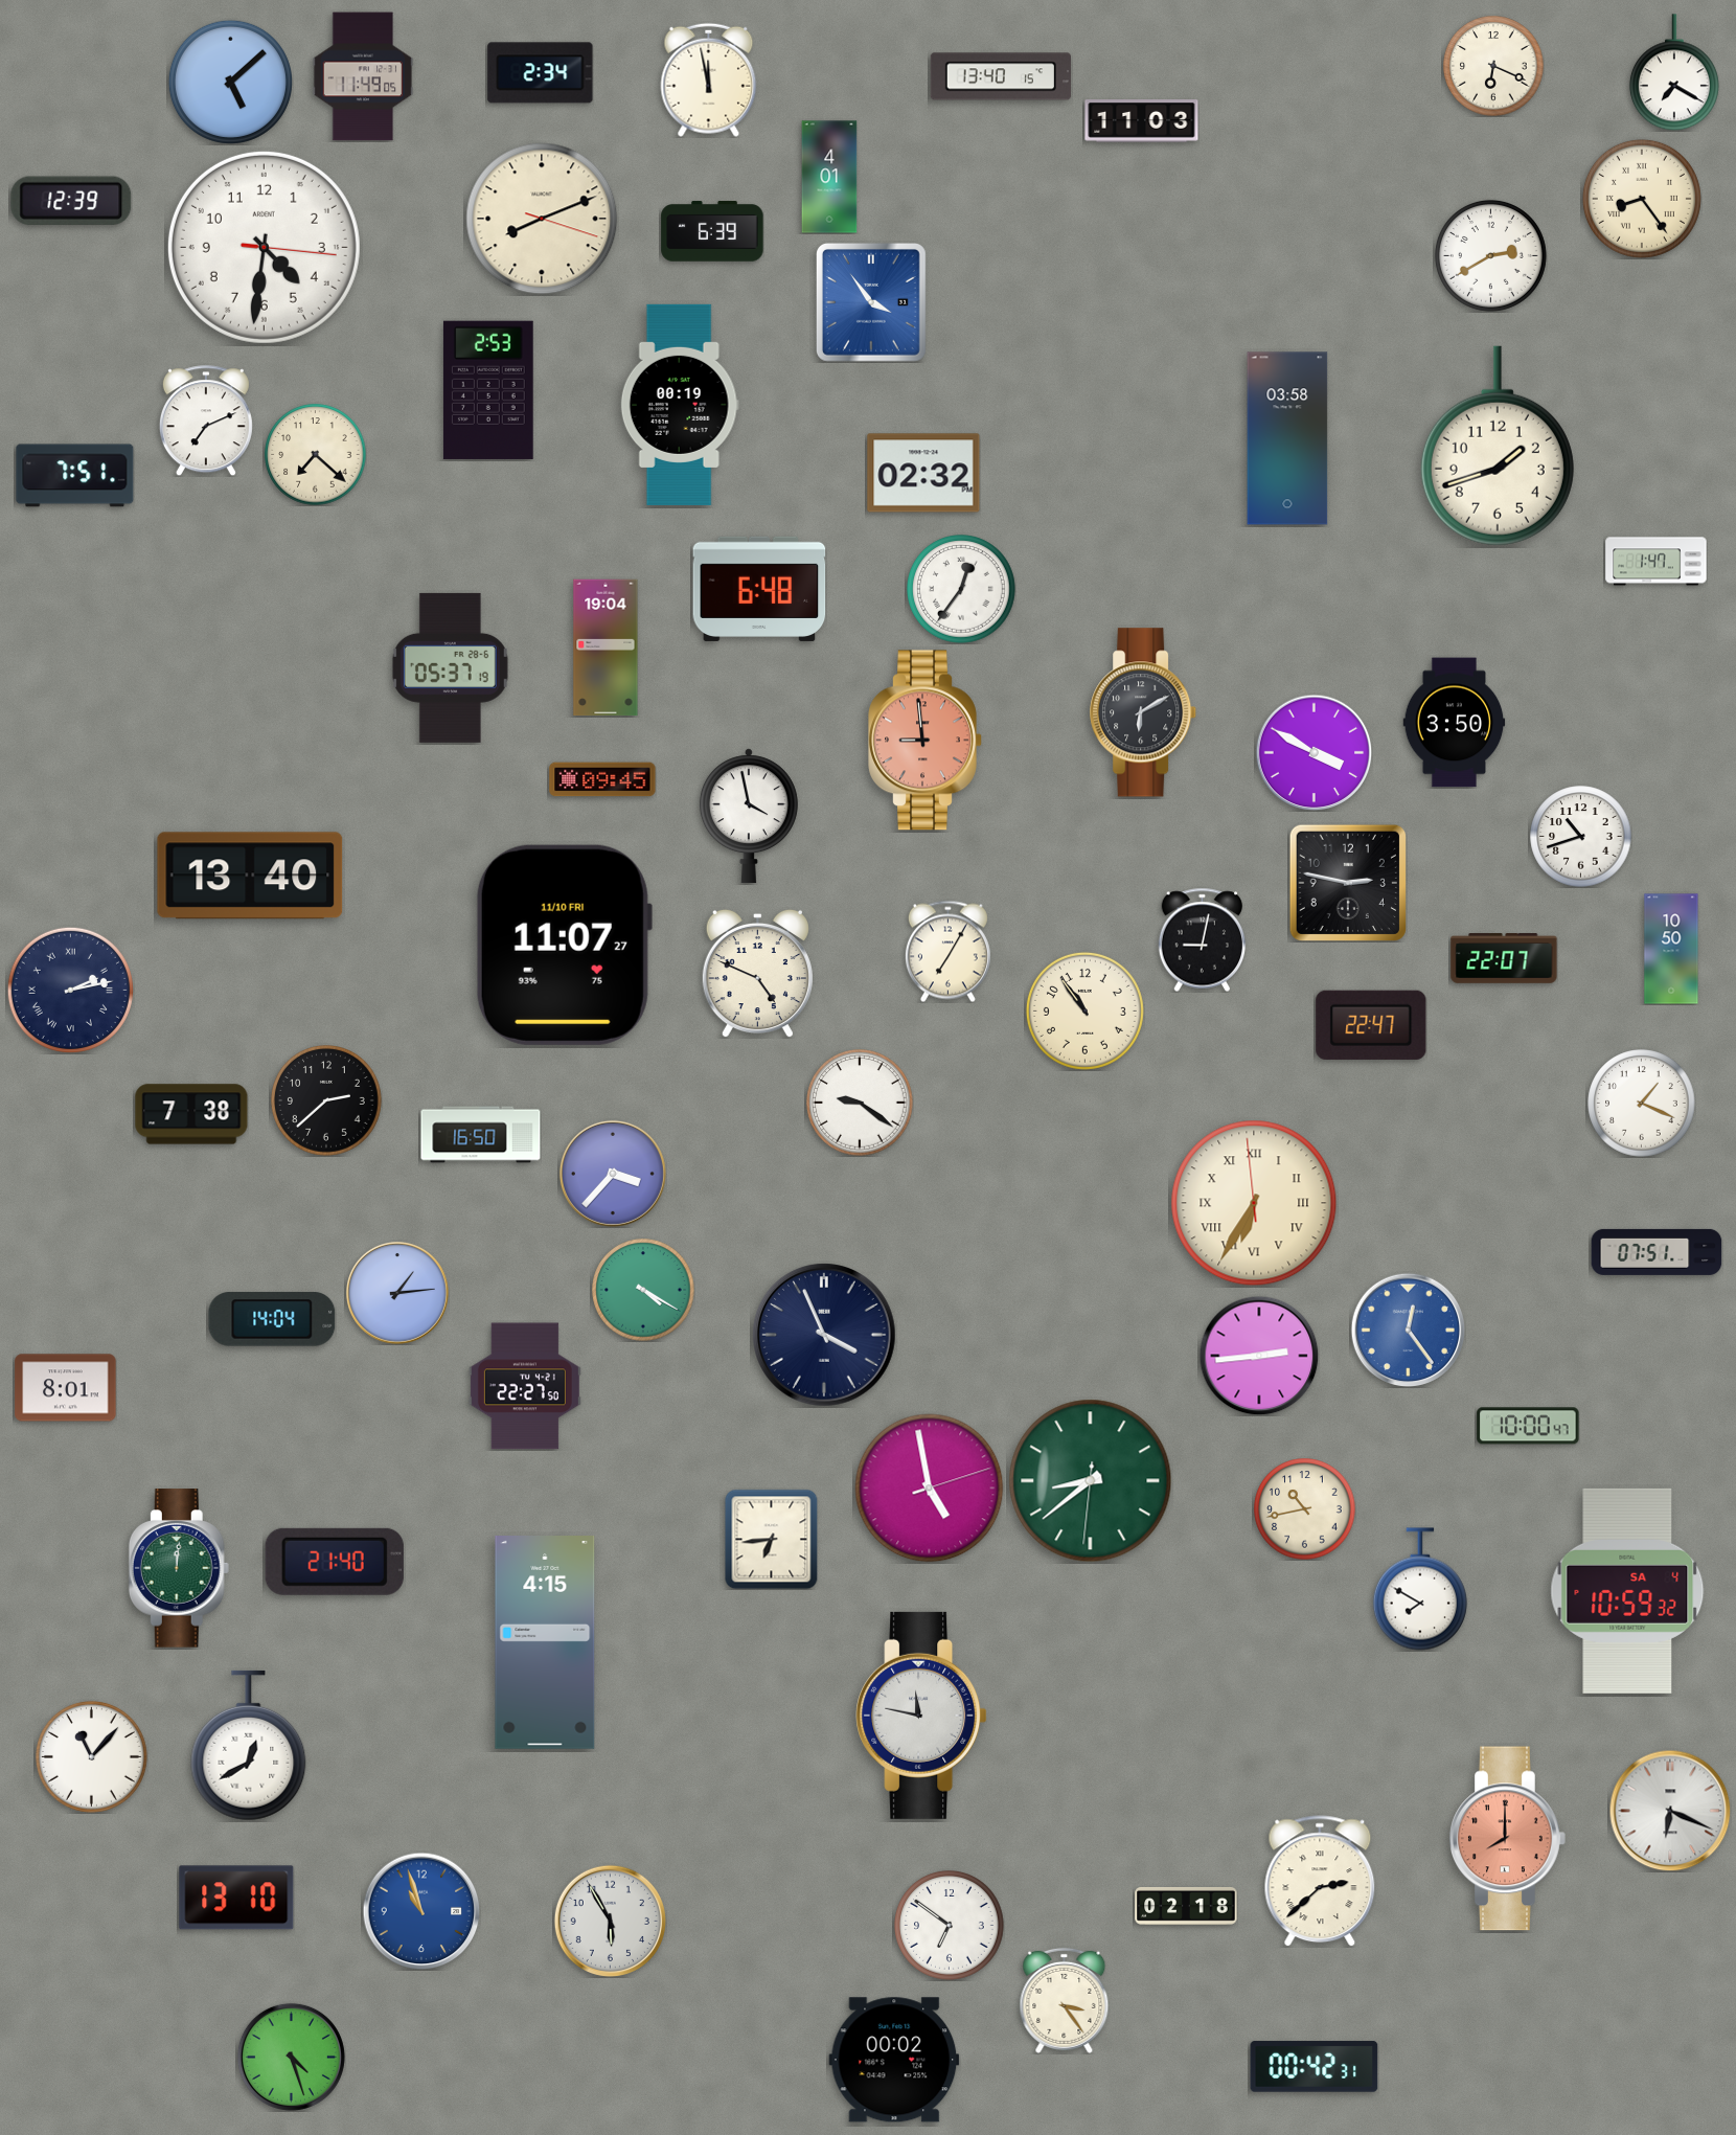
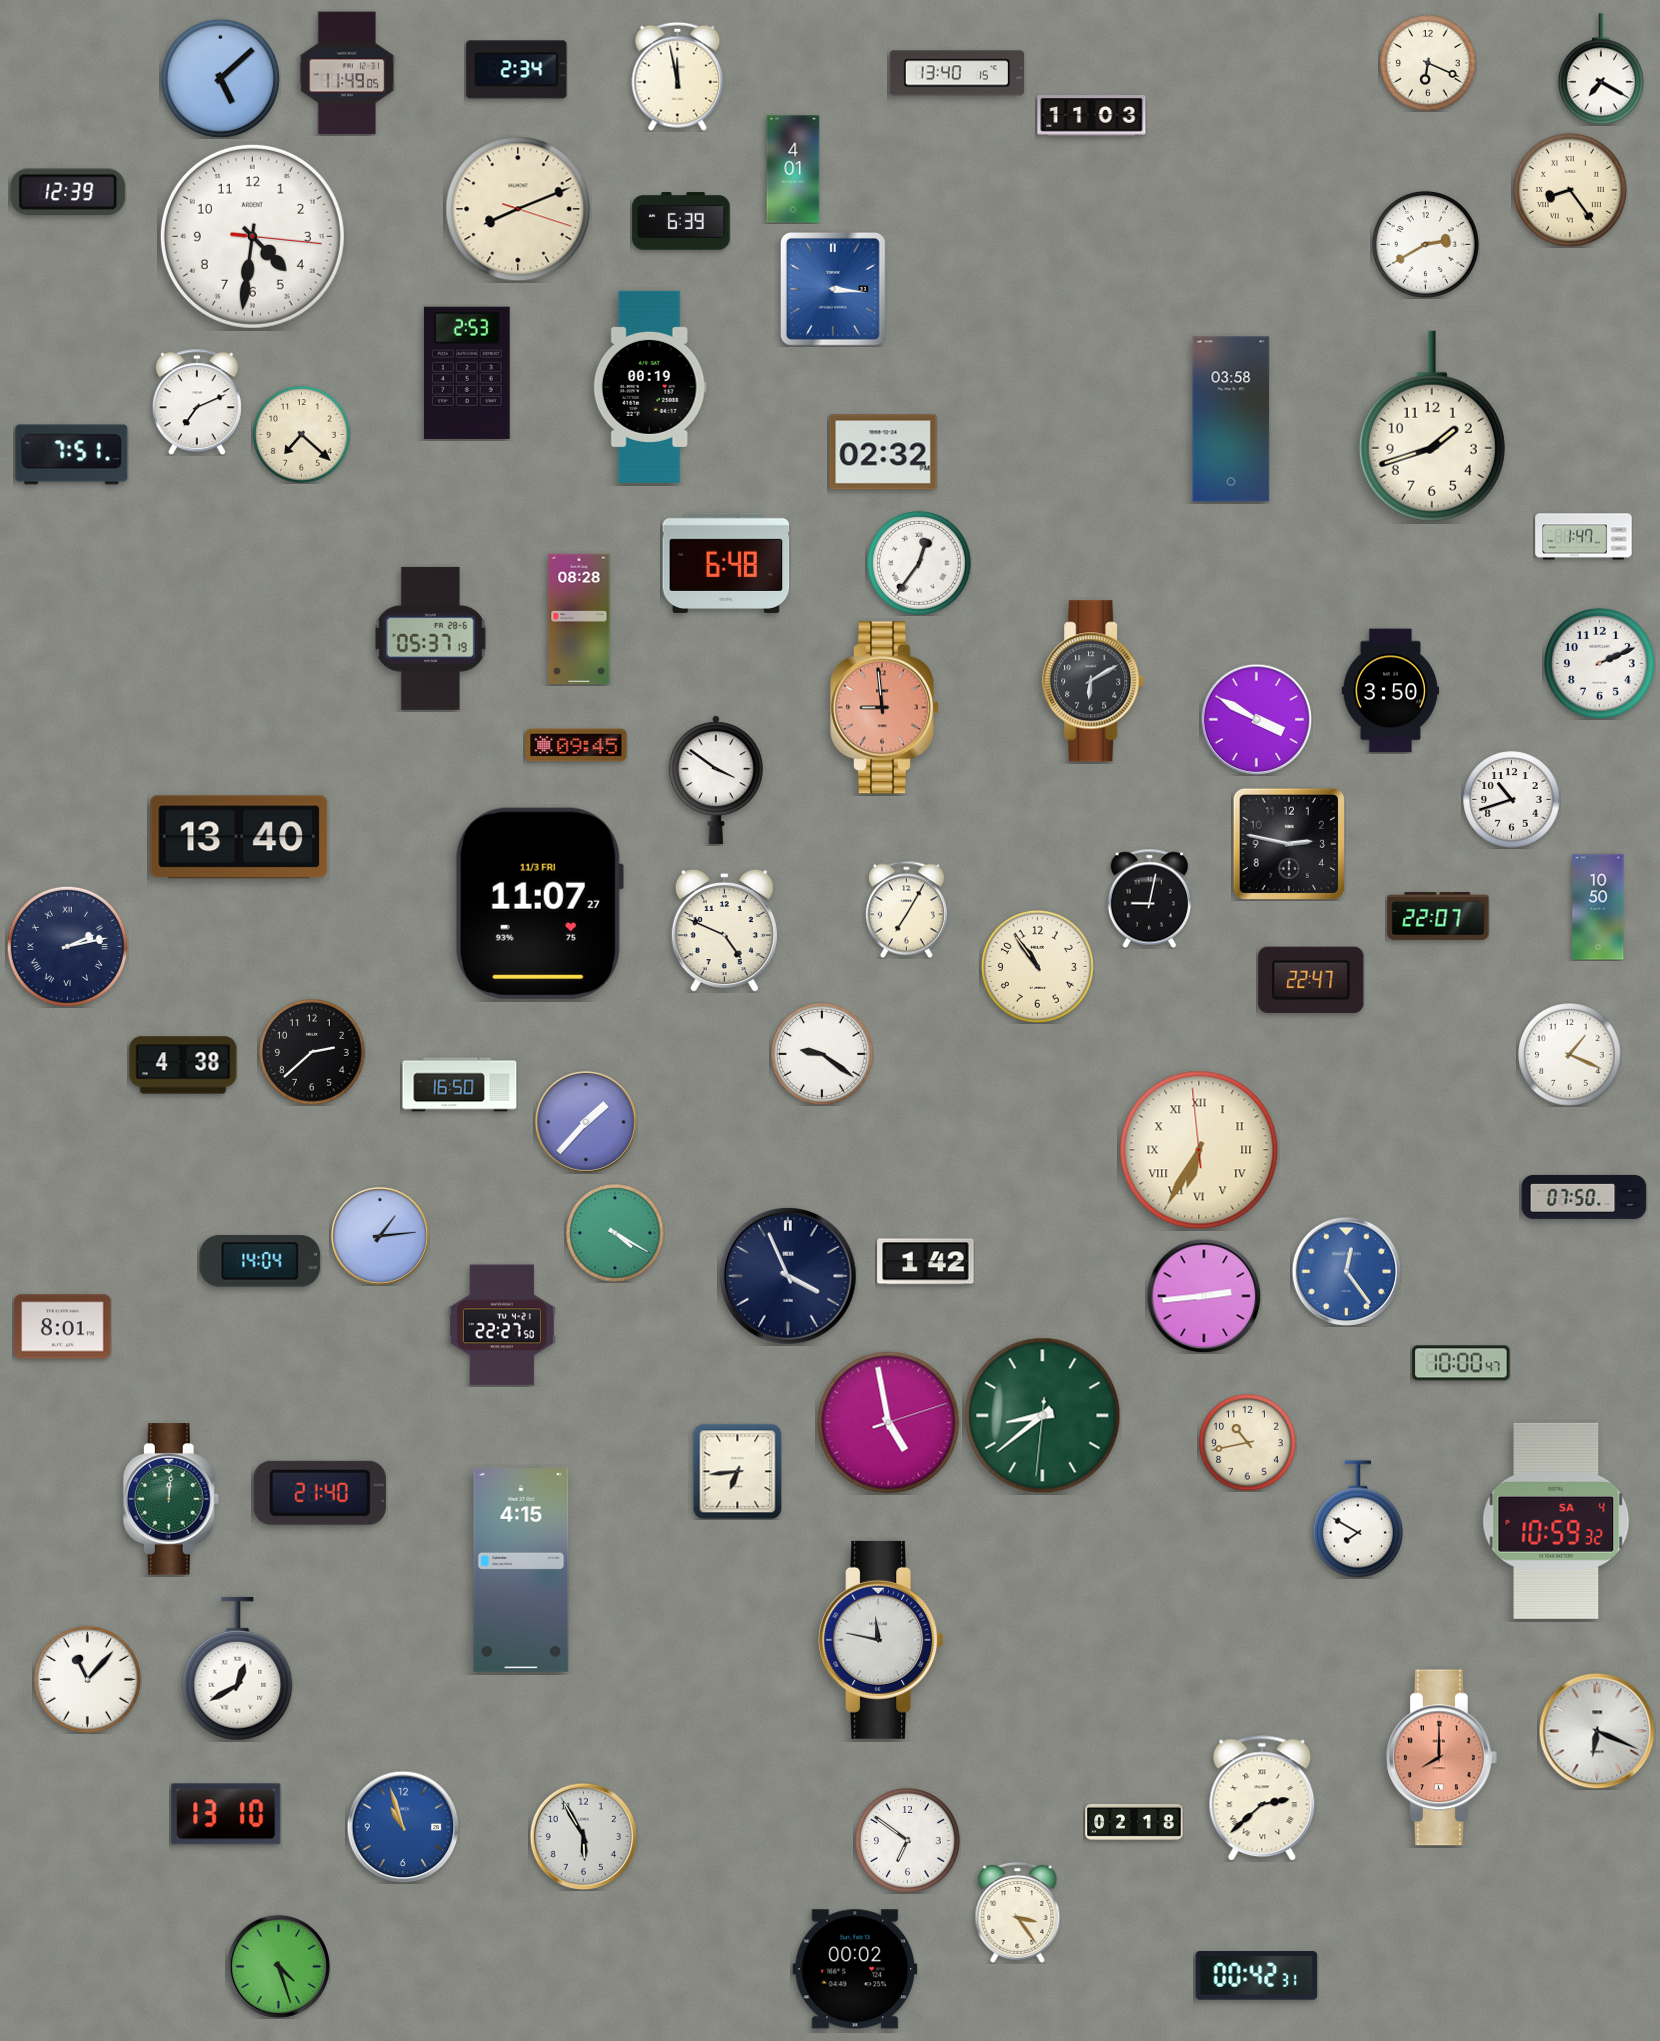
clock at (871, 302): 3:54 -> 3:16
clock at (606, 648): 19:04 -> 08:28
clock at (1599, 663): none -> 2:11
clock at (749, 816): 3:58 -> 3:51
clock at (564, 945) date: 11/10 FRI -> 11/3 FRI
clock at (191, 1114): 7:38 -> 4:38
clock at (613, 1174): 3:37 -> 1:37
clock at (1657, 1252): 07:51 -> 07:50
clock at (926, 1262): none -> 1:42
